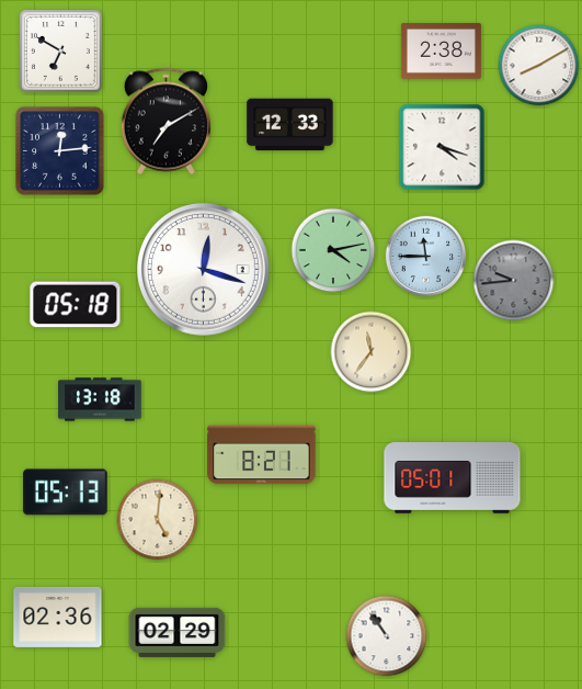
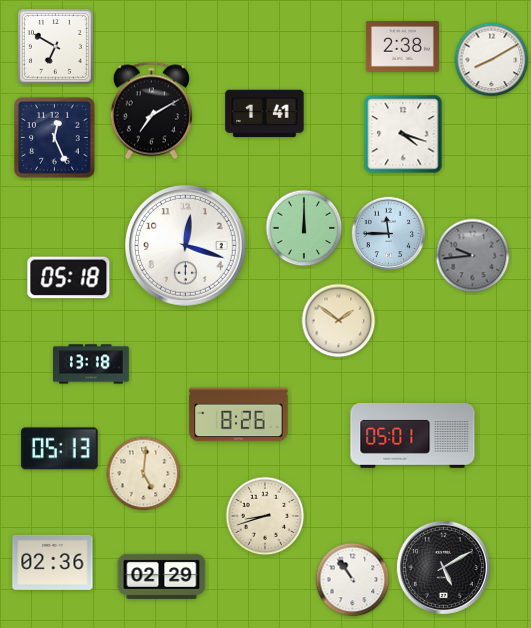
clock at (290, 125): 12:33 -> 1:41
clock at (60, 151): 12:14 -> 12:26
clock at (333, 250): 4:13 -> 12:00
clock at (514, 281) position: (514, 281) -> (473, 256)
clock at (372, 352): 11:36 -> 1:51
clock at (262, 455): 8:21 -> 8:26
clock at (265, 516): none -> 8:42
clock at (443, 567): none -> 5:10
